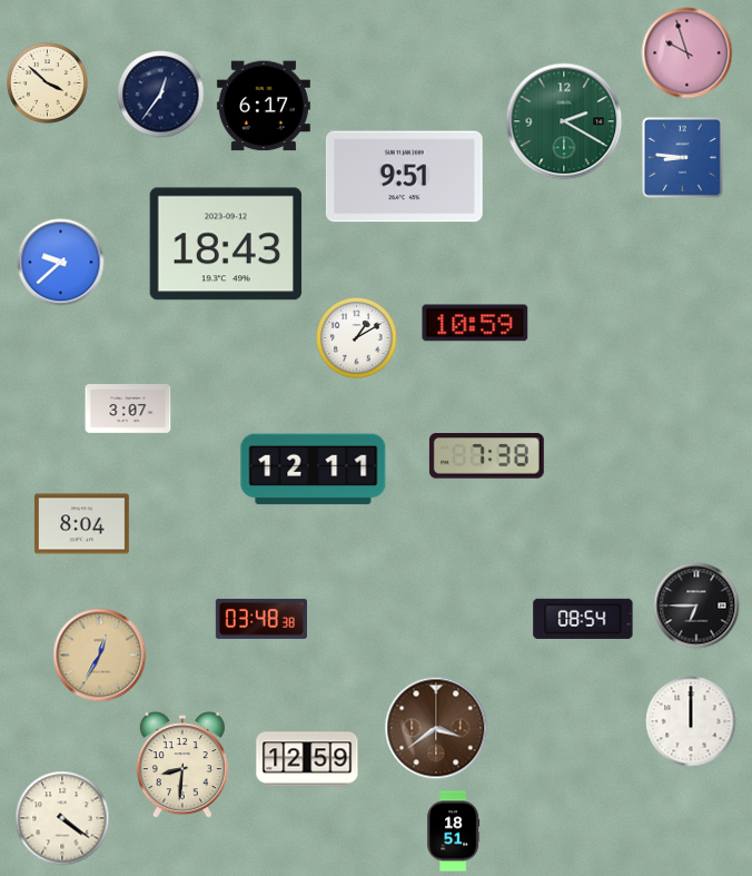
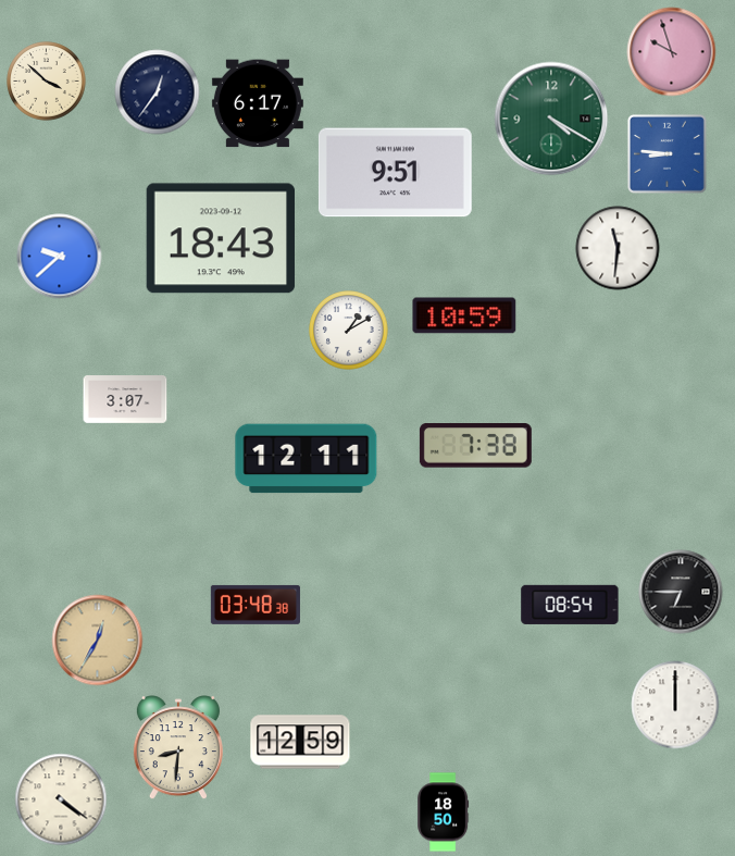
clock at (564, 121): 2:20 -> 4:20
clock at (618, 248): none -> 11:31
clock at (82, 524): 8:04 -> none
clock at (436, 728): 3:39 -> none
clock at (454, 831): 18:51 -> 18:50
